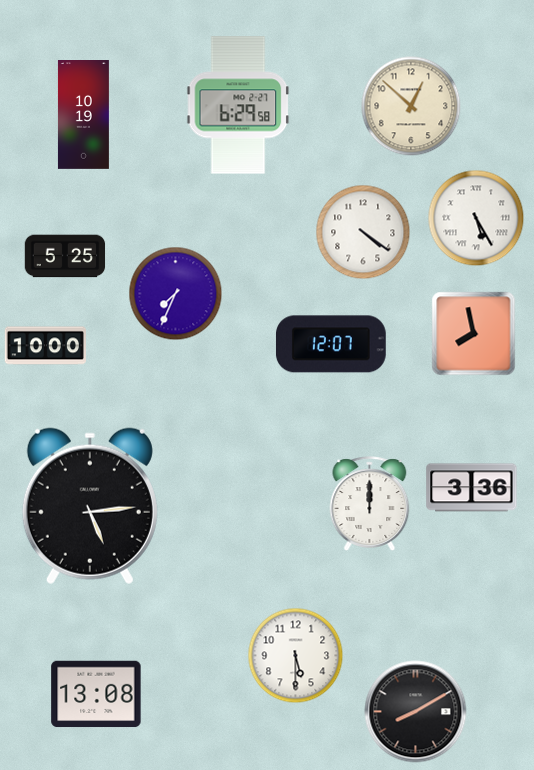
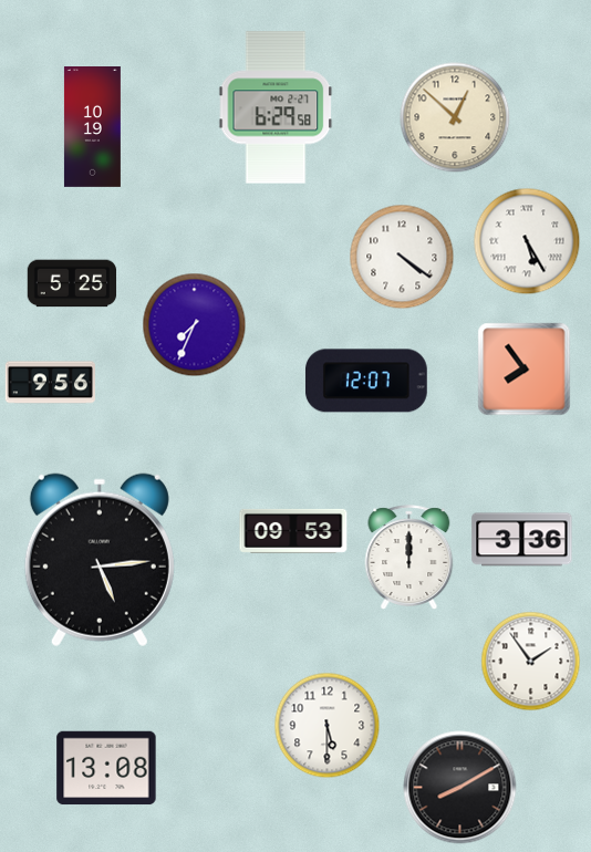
clock at (238, 105) position: (238, 105) -> (276, 107)
clock at (474, 334): 7:58 -> 7:54
clock at (45, 346): 10:00 -> 9:56
clock at (293, 531): none -> 09:53
clock at (531, 662): none -> 1:54
